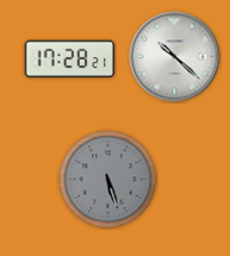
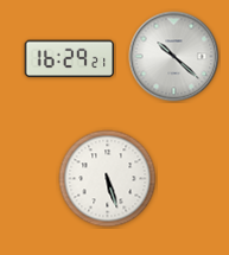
clock at (70, 60): 17:28 -> 16:29
clock at (108, 180) dial: grey -> white
